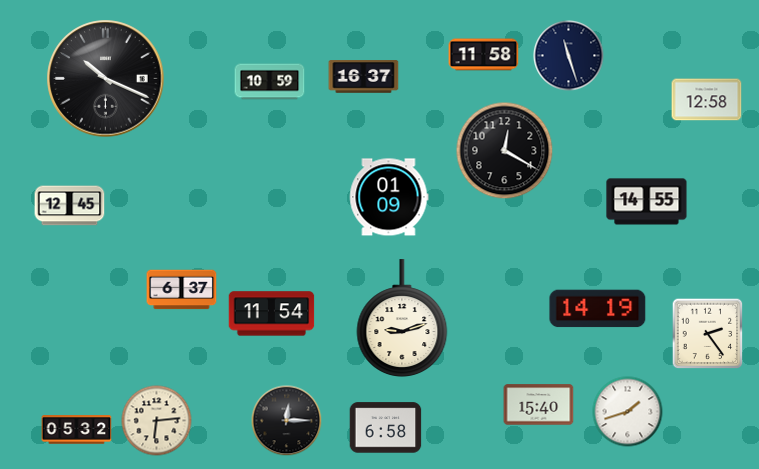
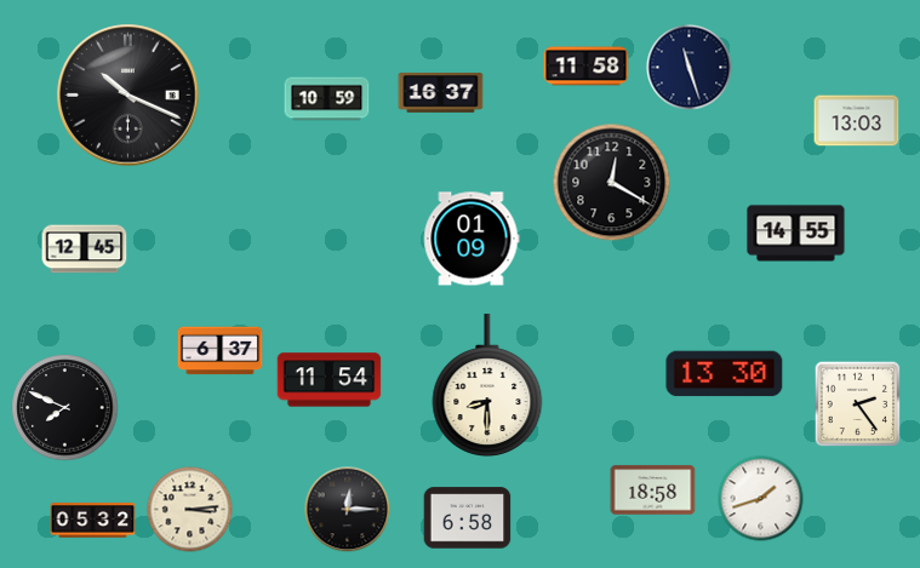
clock at (707, 100): 12:58 -> 13:03
clock at (647, 202) position: (647, 202) -> (796, 234)
clock at (598, 309): 14:19 -> 13:30
clock at (402, 318): 9:12 -> 8:30
clock at (65, 408): none -> 7:49
clock at (539, 405): 15:40 -> 18:58
clock at (157, 421): 6:14 -> 3:14
